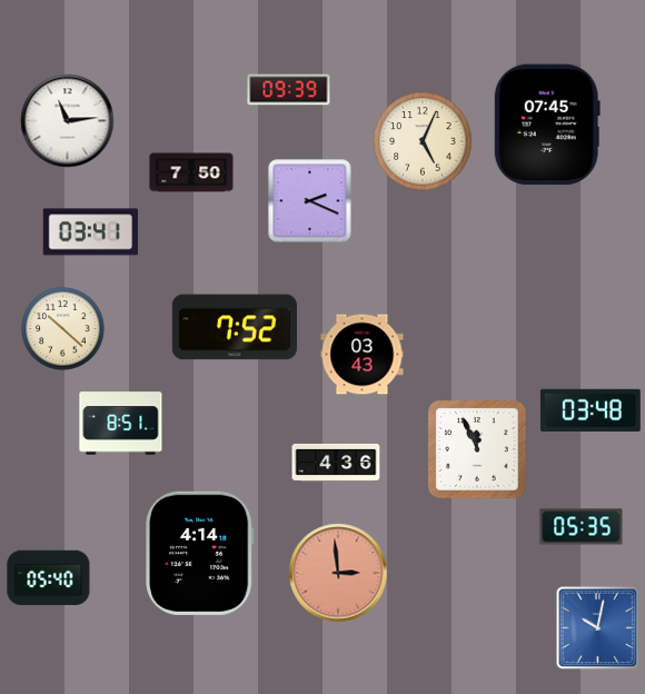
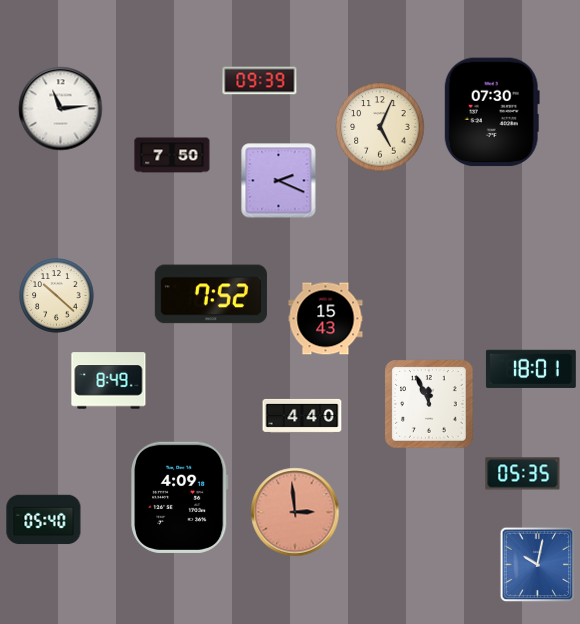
clock at (547, 125): 07:45 -> 07:30
clock at (91, 232): 03:41 -> none
clock at (363, 355): 03:43 -> 15:43
clock at (591, 410): 03:48 -> 18:01
clock at (121, 424): 8:51 -> 8:49
clock at (336, 463): 4:36 -> 4:40
clock at (200, 553): 4:14 -> 4:09
clock at (338, 573) position: (338, 573) -> (295, 512)
